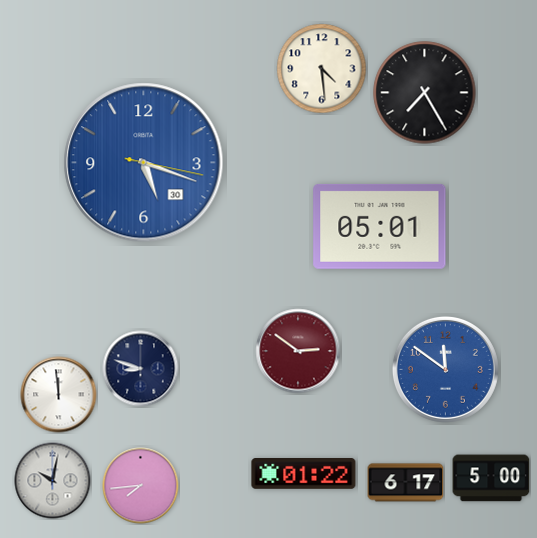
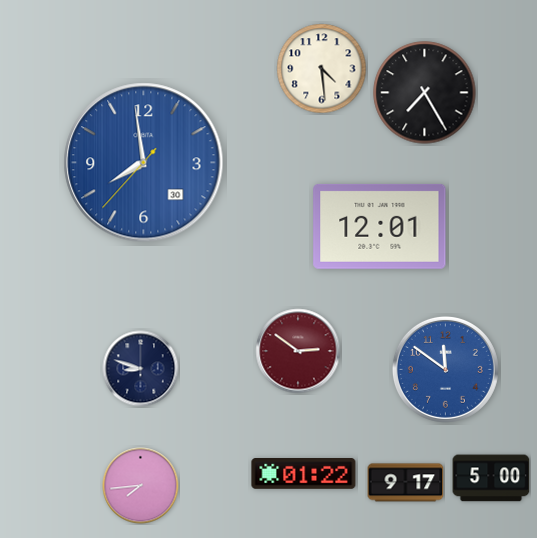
clock at (144, 163): 5:18 -> 7:58
clock at (380, 226): 05:01 -> 12:01
clock at (59, 395): 11:59 -> none
clock at (53, 481): 10:02 -> none
clock at (406, 483): 6:17 -> 9:17
